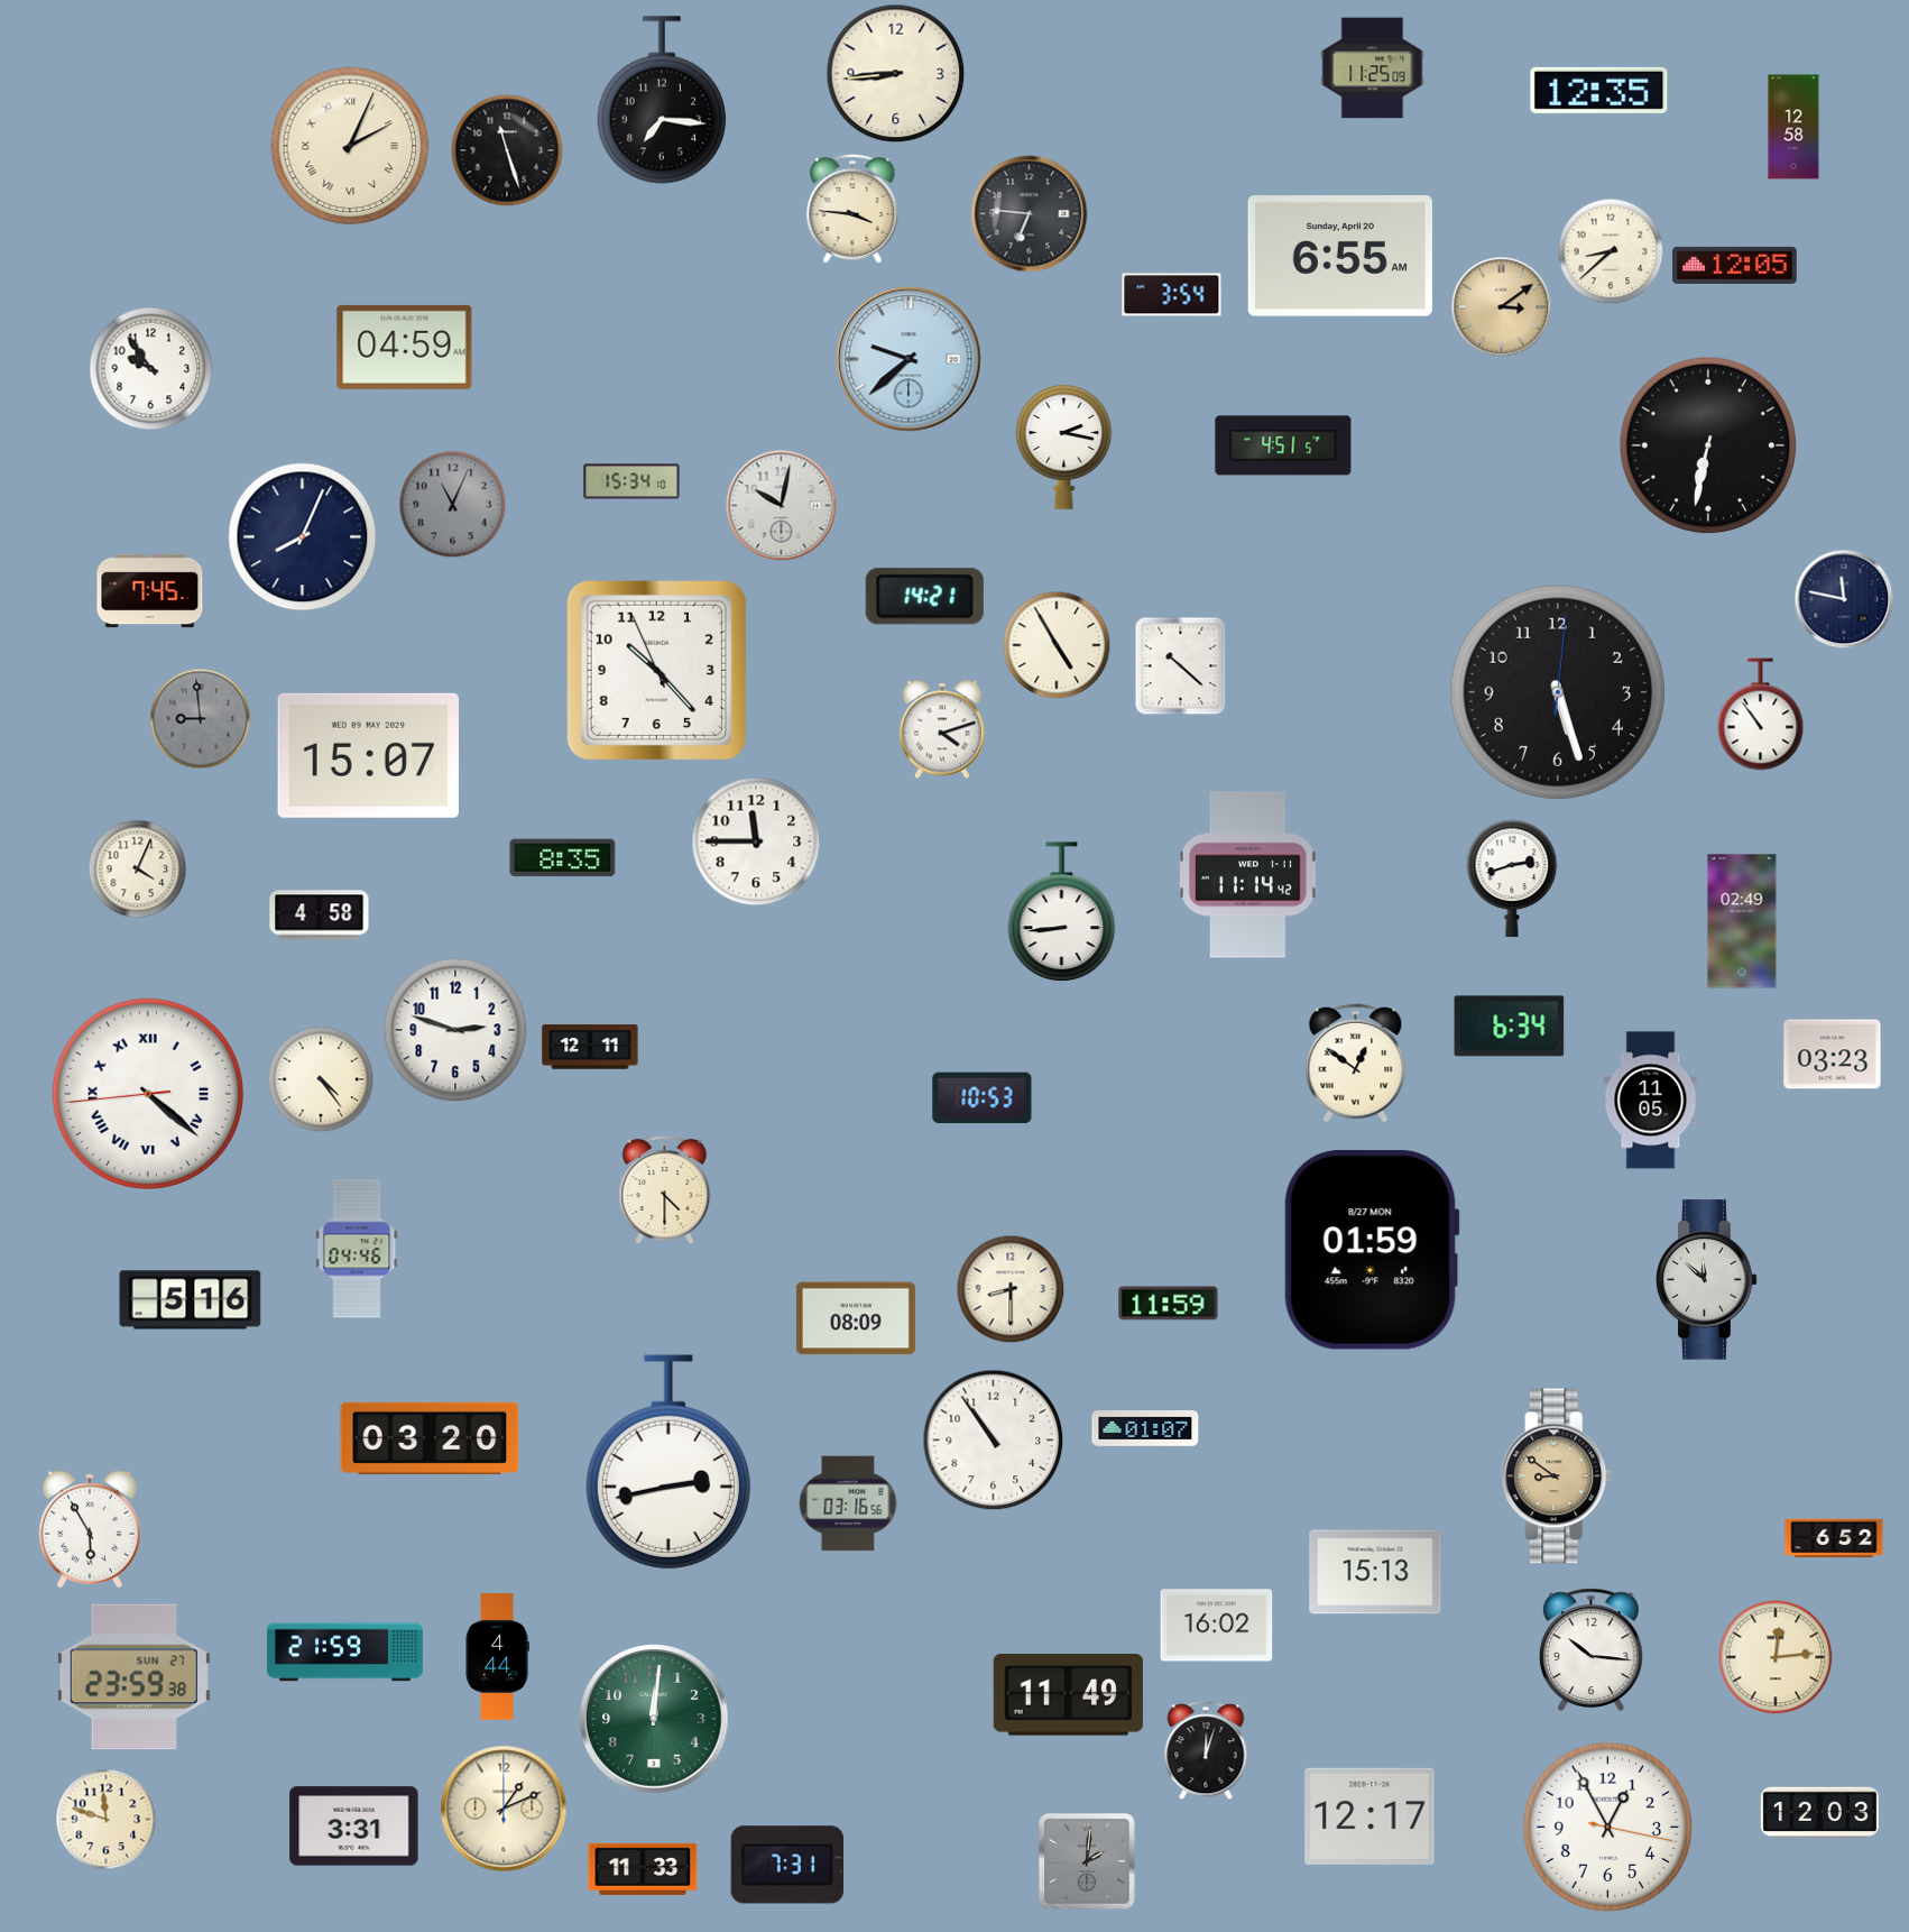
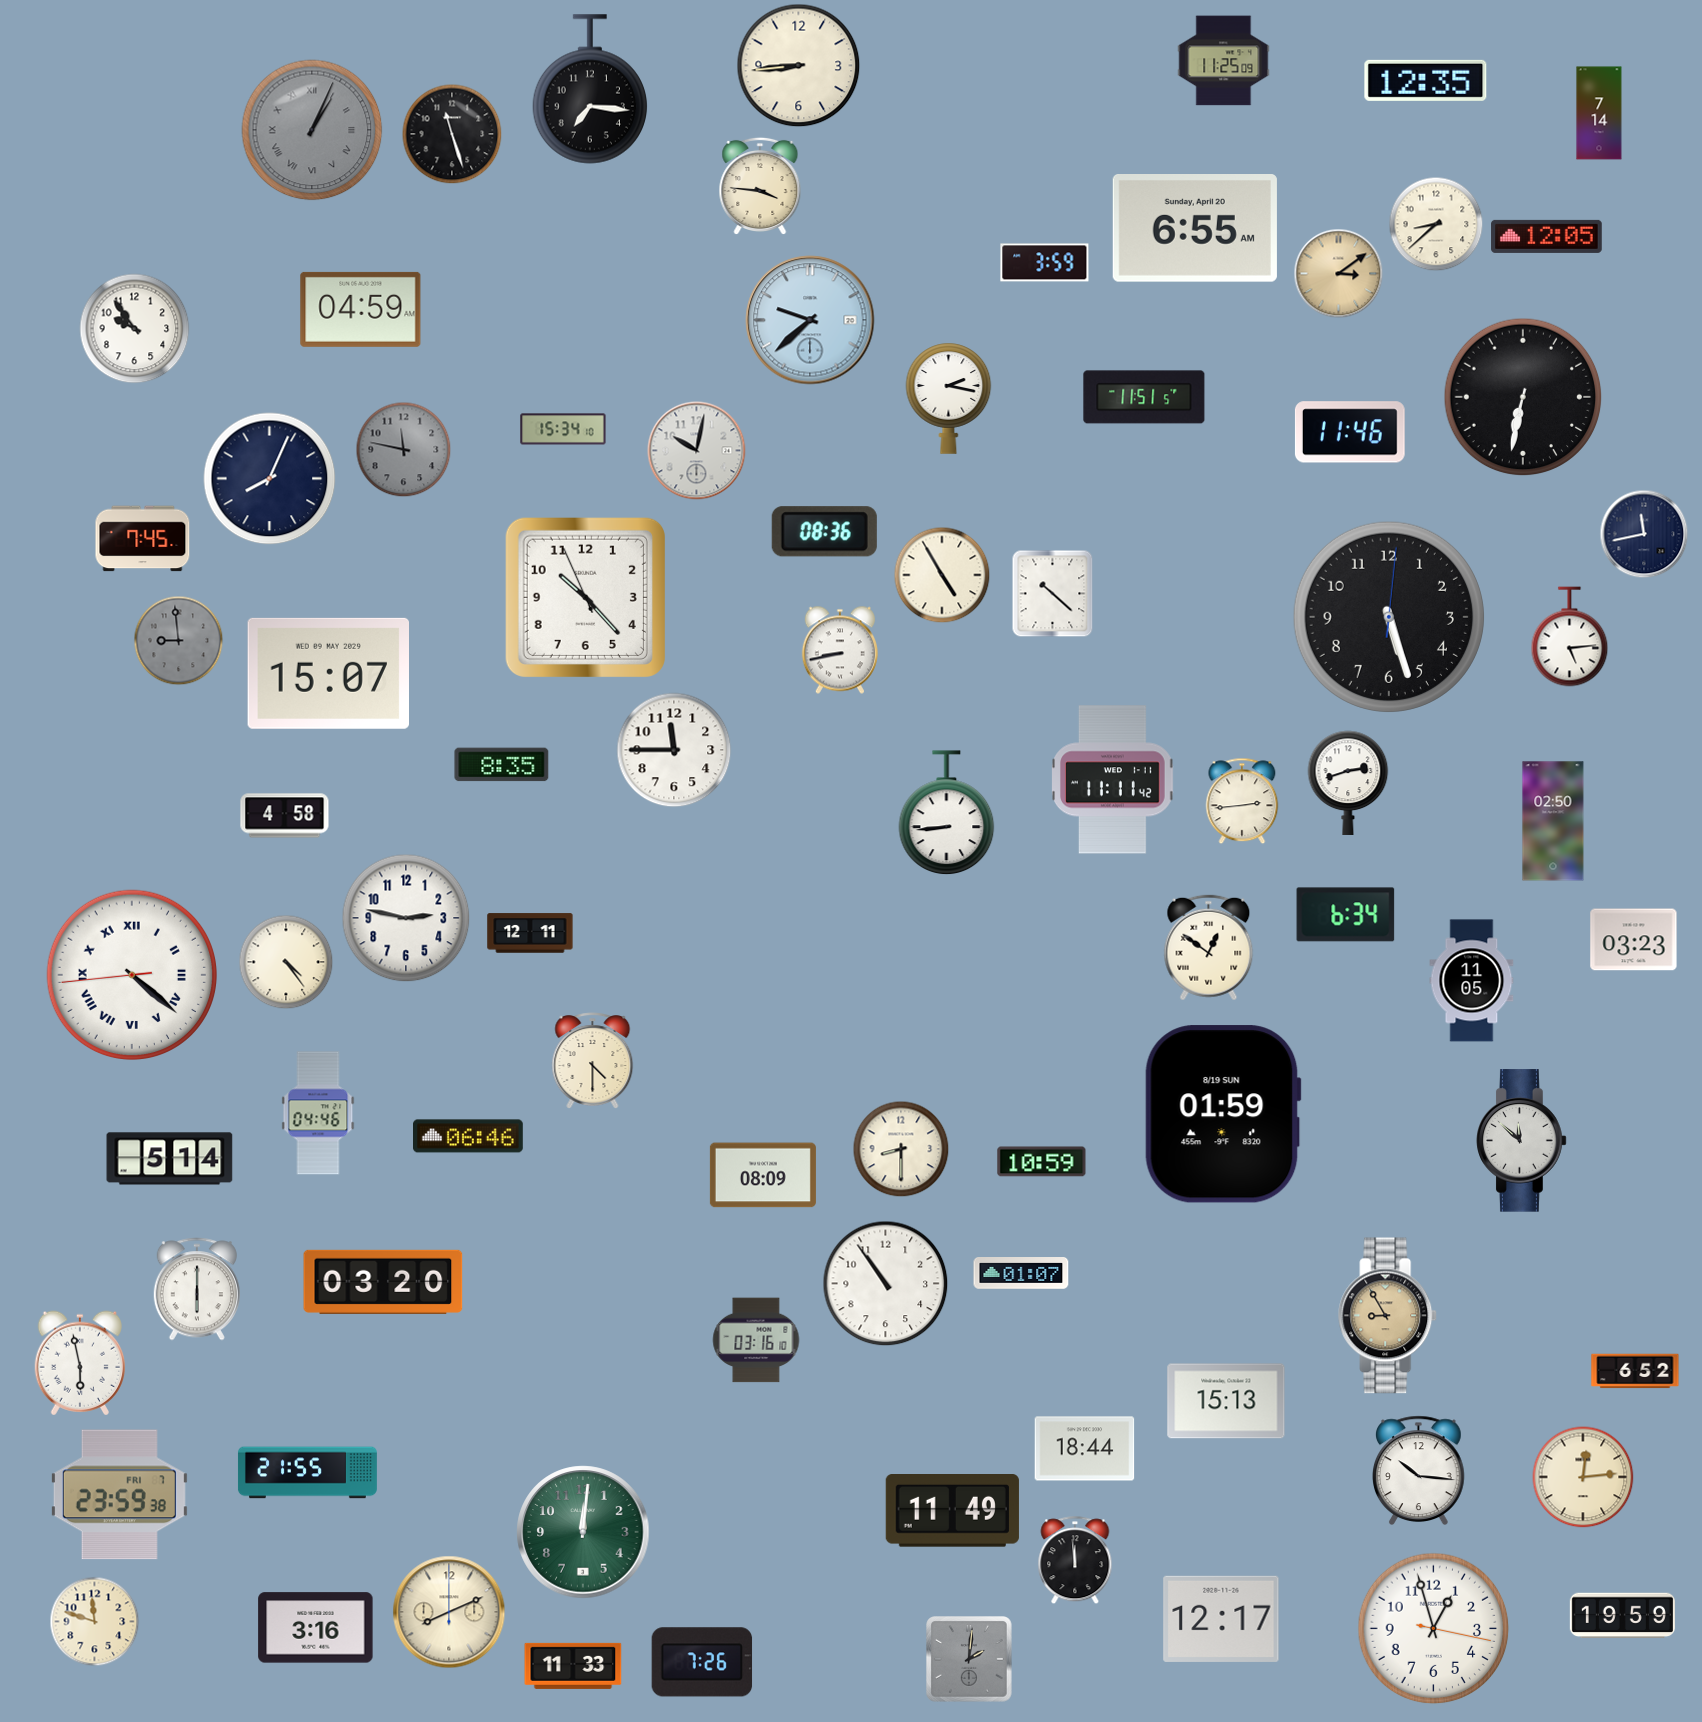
clock at (1793, 127): 12:58 -> 7:14
clock at (350, 146): 2:04 -> 1:04
clock at (350, 146) dial: cream -> grey
clock at (1030, 214): 6:46 -> none
clock at (1172, 295): 3:54 -> 3:59
clock at (1283, 445): 4:51 -> 11:51
clock at (1350, 432): none -> 11:46
clock at (453, 505): 11:04 -> 11:47
clock at (150, 591) position: (150, 591) -> (143, 539)
clock at (924, 597): 14:21 -> 08:36
clock at (1844, 599): 11:47 -> 11:43
clock at (1761, 715): 10:54 -> 5:14
clock at (942, 729): 4:12 -> 8:43
clock at (138, 870): 4:04 -> none
clock at (1248, 875): 11:14 -> 11:11
clock at (1242, 801): none -> 2:44
clock at (1742, 921): 02:49 -> 02:50
clock at (455, 1030): 2:48 -> 2:47
clock at (590, 1047) position: (590, 1047) -> (530, 933)
clock at (983, 1098): 10:53 -> none
clock at (1372, 1250) date: 8/27 MON -> 8/19 SUN
clock at (469, 1136): none -> 06:46
clock at (191, 1300): 5:16 -> 5:14
clock at (1169, 1304): 11:59 -> 10:59
clock at (197, 1289): none -> 6:00
clock at (668, 1462): 2:43 -> none
clock at (1557, 1476): 8:51 -> 8:55
clock at (848, 1503): 03:16:56 -> 03:16:10
clock at (89, 1529): 5:55 -> 5:58
clock at (1217, 1626): 16:02 -> 18:44
clock at (344, 1653): 21:59 -> 21:55
clock at (497, 1657): 4:44 -> none
clock at (133, 1677) date: SUN 27 -> FRI 7
clock at (1206, 1751): 12:03 -> 11:59
clock at (504, 1809): 1:11 -> 8:11
clock at (1819, 1813): 12:03 -> 19:59
clock at (354, 1827): 3:31 -> 3:16
clock at (1608, 1828): 12:55 -> 12:57
clock at (787, 1865): 7:31 -> 7:26
